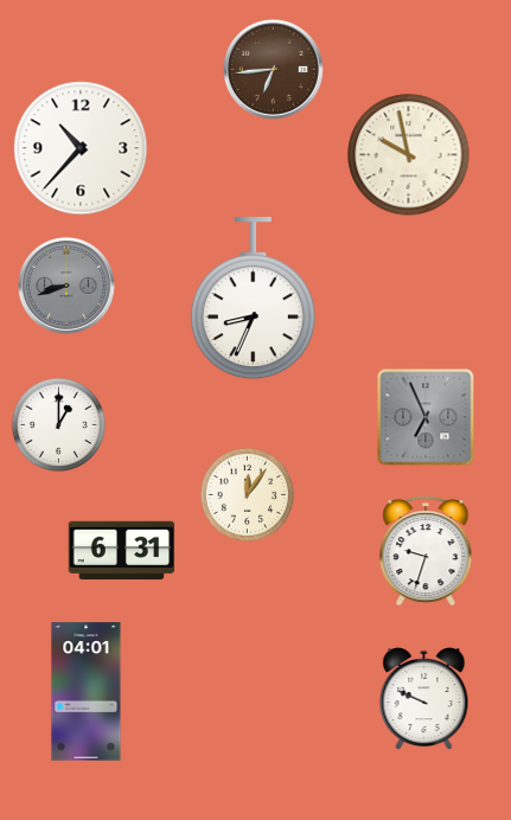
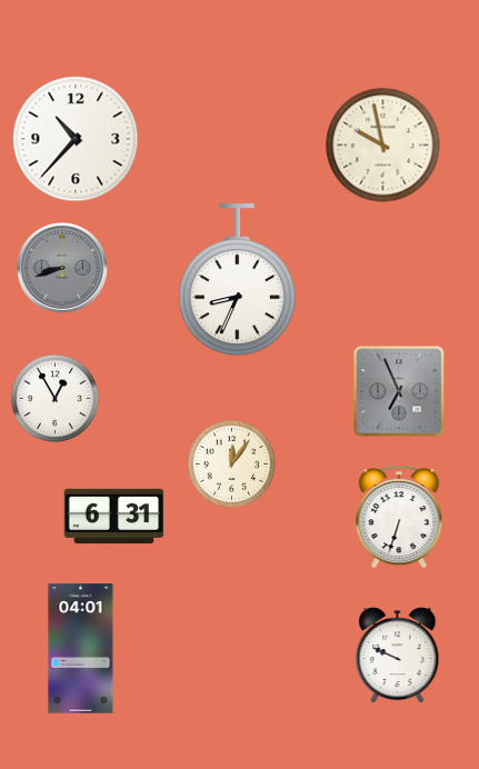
clock at (273, 69): 6:44 -> none
clock at (59, 425): 1:00 -> 12:55
clock at (426, 551): 9:33 -> 6:33
